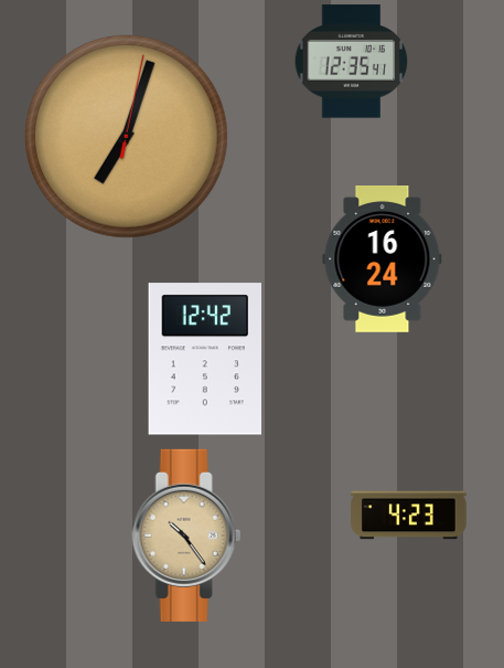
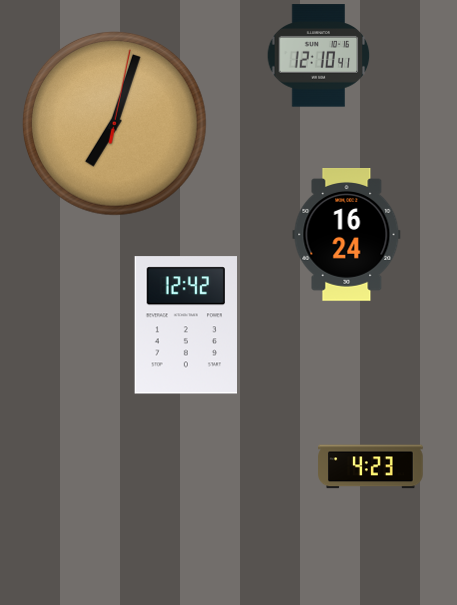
clock at (352, 62): 12:35 -> 12:10
clock at (186, 536): 10:24 -> none
